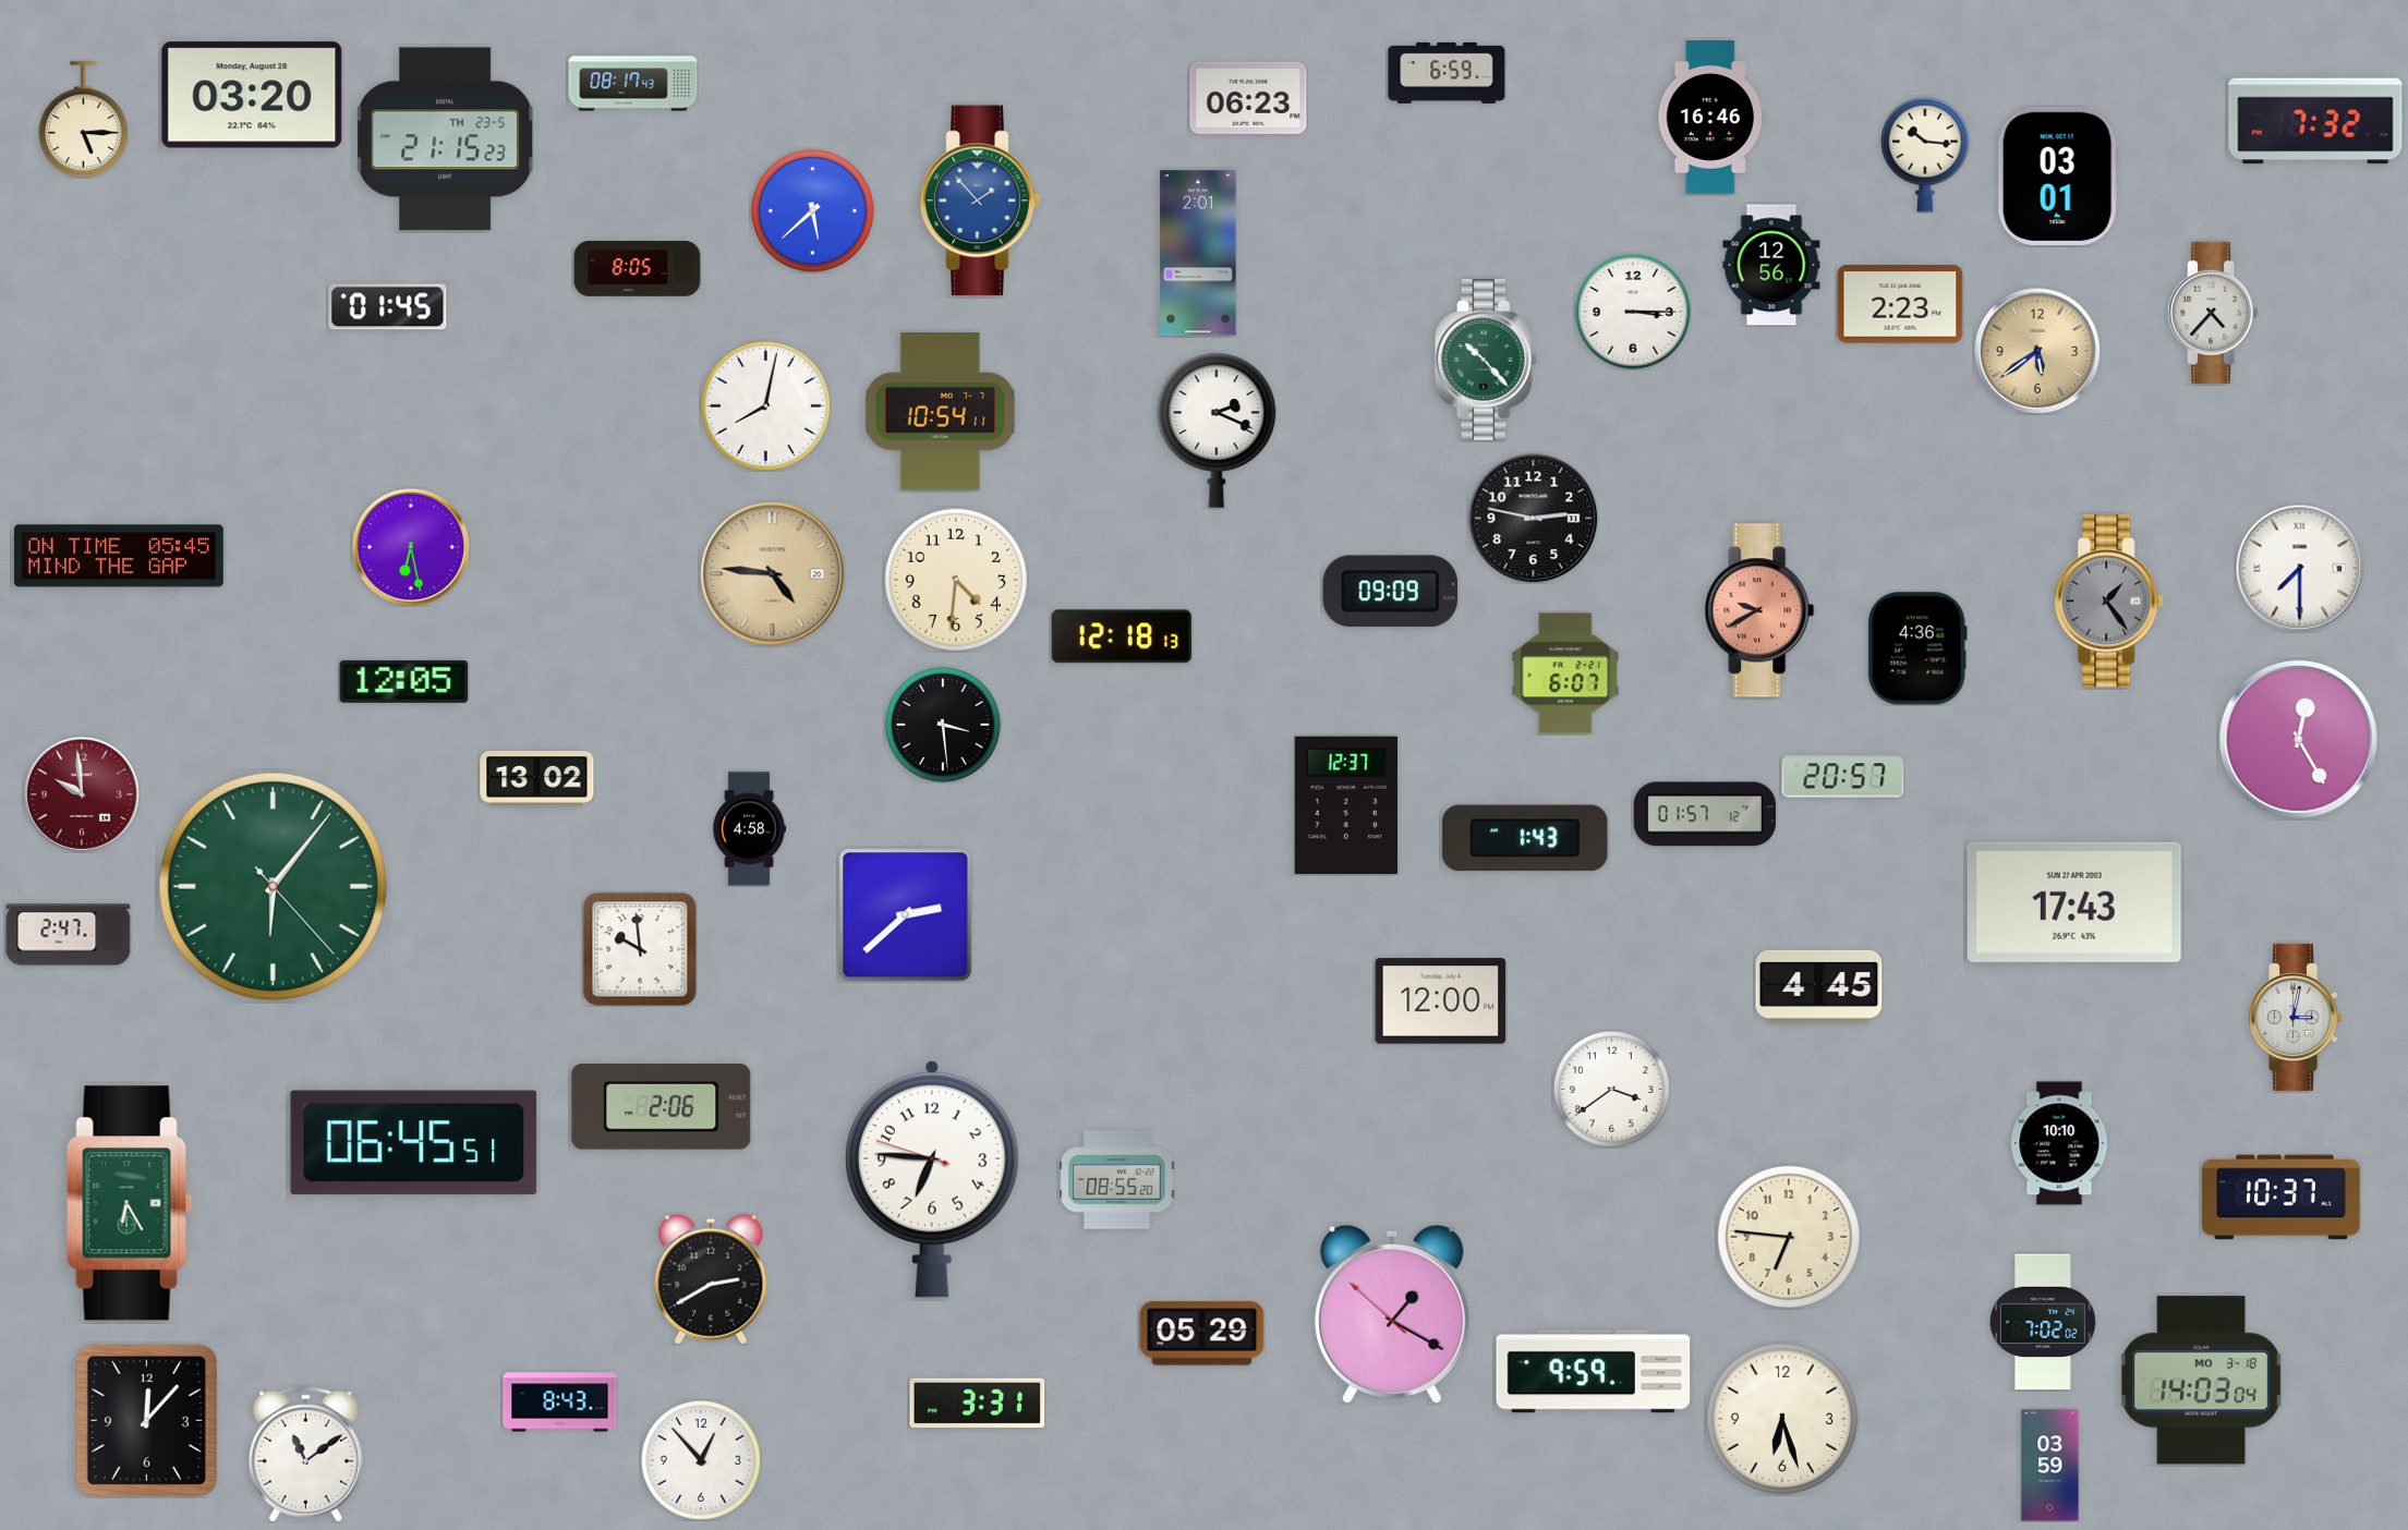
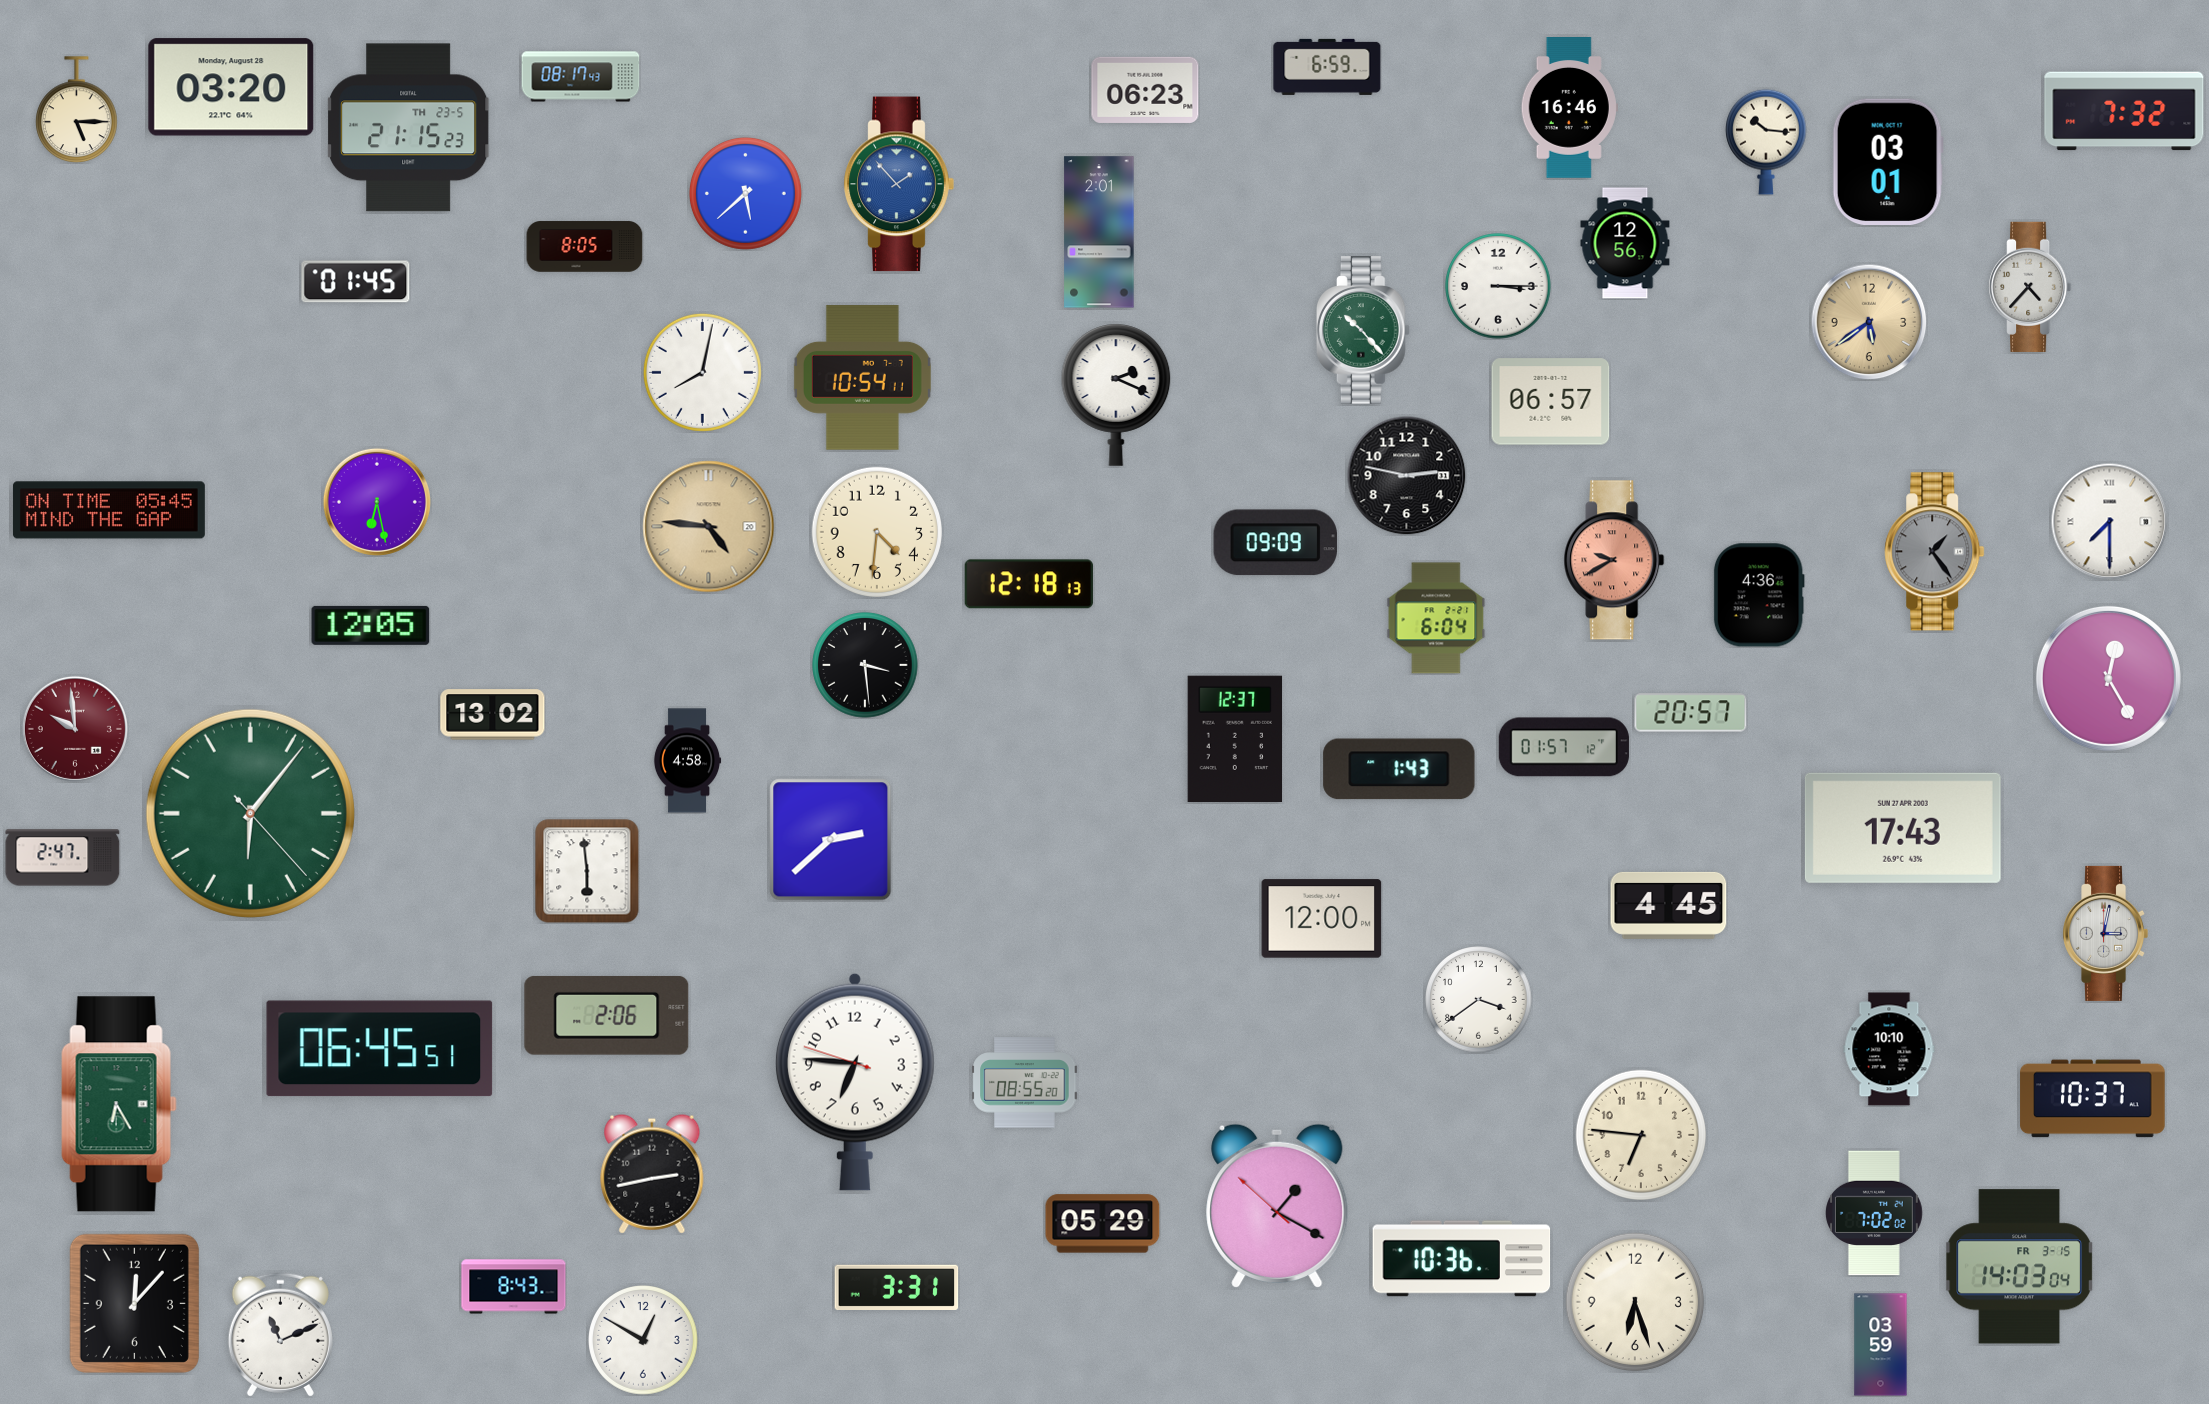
clock at (1900, 304): 2:23 -> none
clock at (1551, 402): none -> 06:57
clock at (1565, 673): 6:07 -> 6:04
clock at (640, 949): 9:59 -> 5:59
clock at (711, 1279): 2:40 -> 2:43
clock at (1594, 1372): 9:59 -> 10:36
clock at (2202, 1381) date: MO 3-18 -> FR 3-15
clock at (305, 1454): 11:09 -> 11:11
clock at (702, 1461): 12:53 -> 12:50
